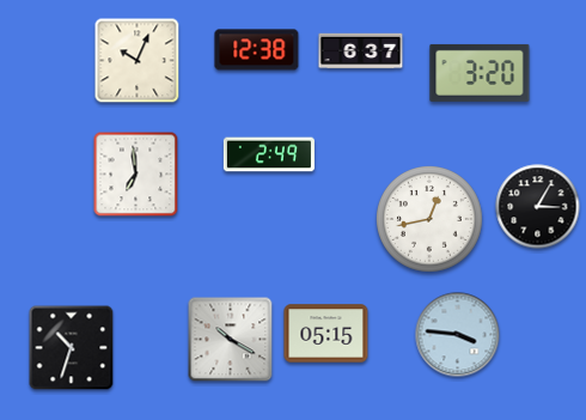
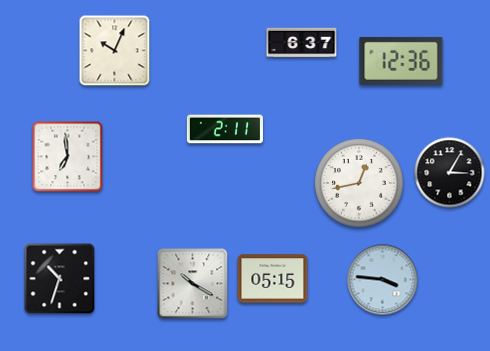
clock at (257, 50): 12:38 -> none
clock at (480, 73): 3:20 -> 12:36
clock at (269, 154): 2:49 -> 2:11
clock at (136, 175) position: (136, 175) -> (68, 157)
clock at (72, 348) position: (72, 348) -> (60, 279)
